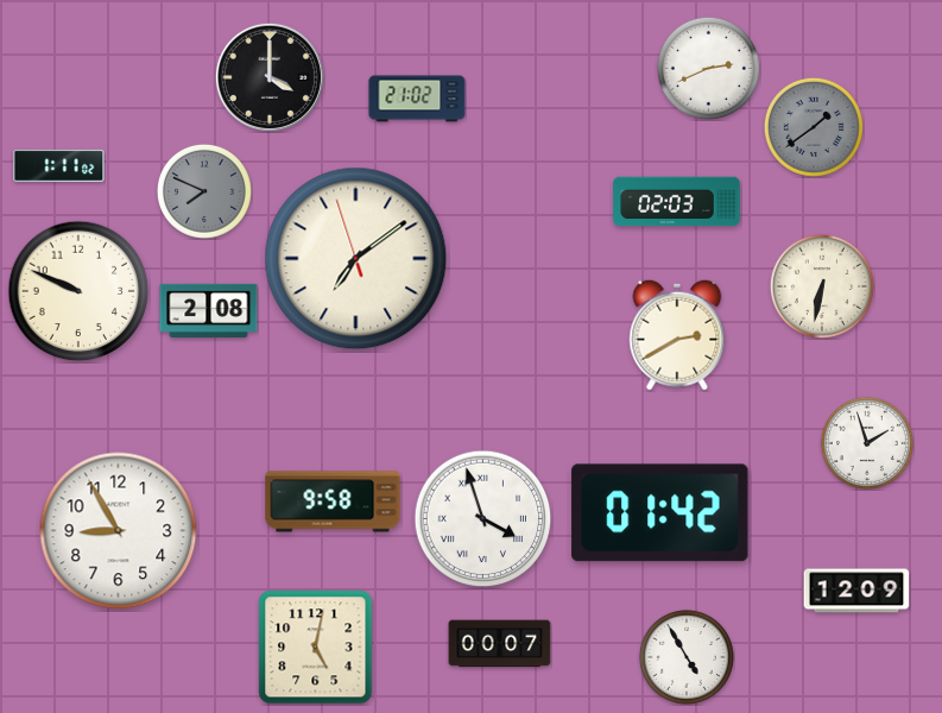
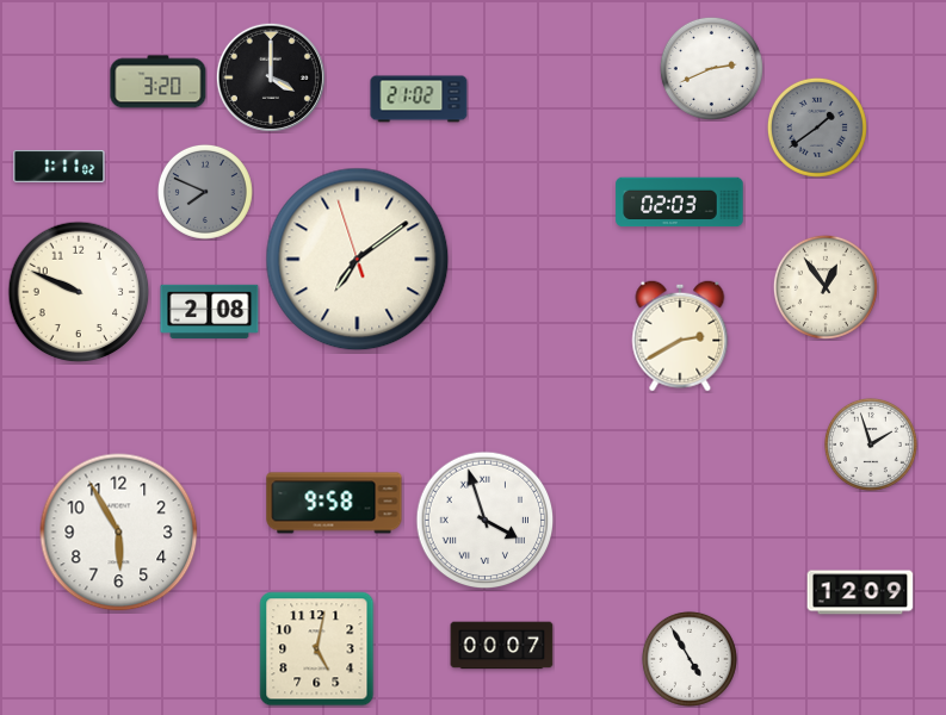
clock at (159, 82): none -> 3:20
clock at (822, 286): 6:32 -> 12:54
clock at (660, 513): 01:42 -> none
clock at (119, 531): 8:55 -> 5:55
